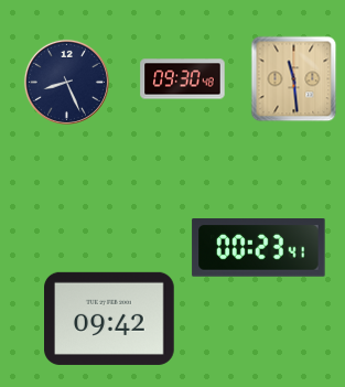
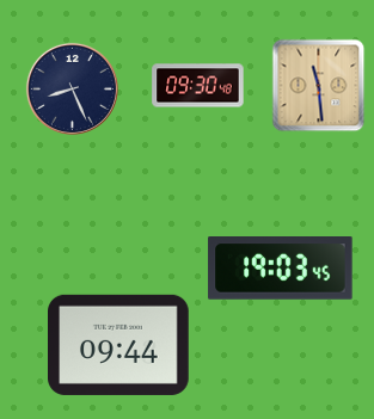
clock at (259, 248): 00:23 -> 19:03
clock at (110, 319): 09:42 -> 09:44
